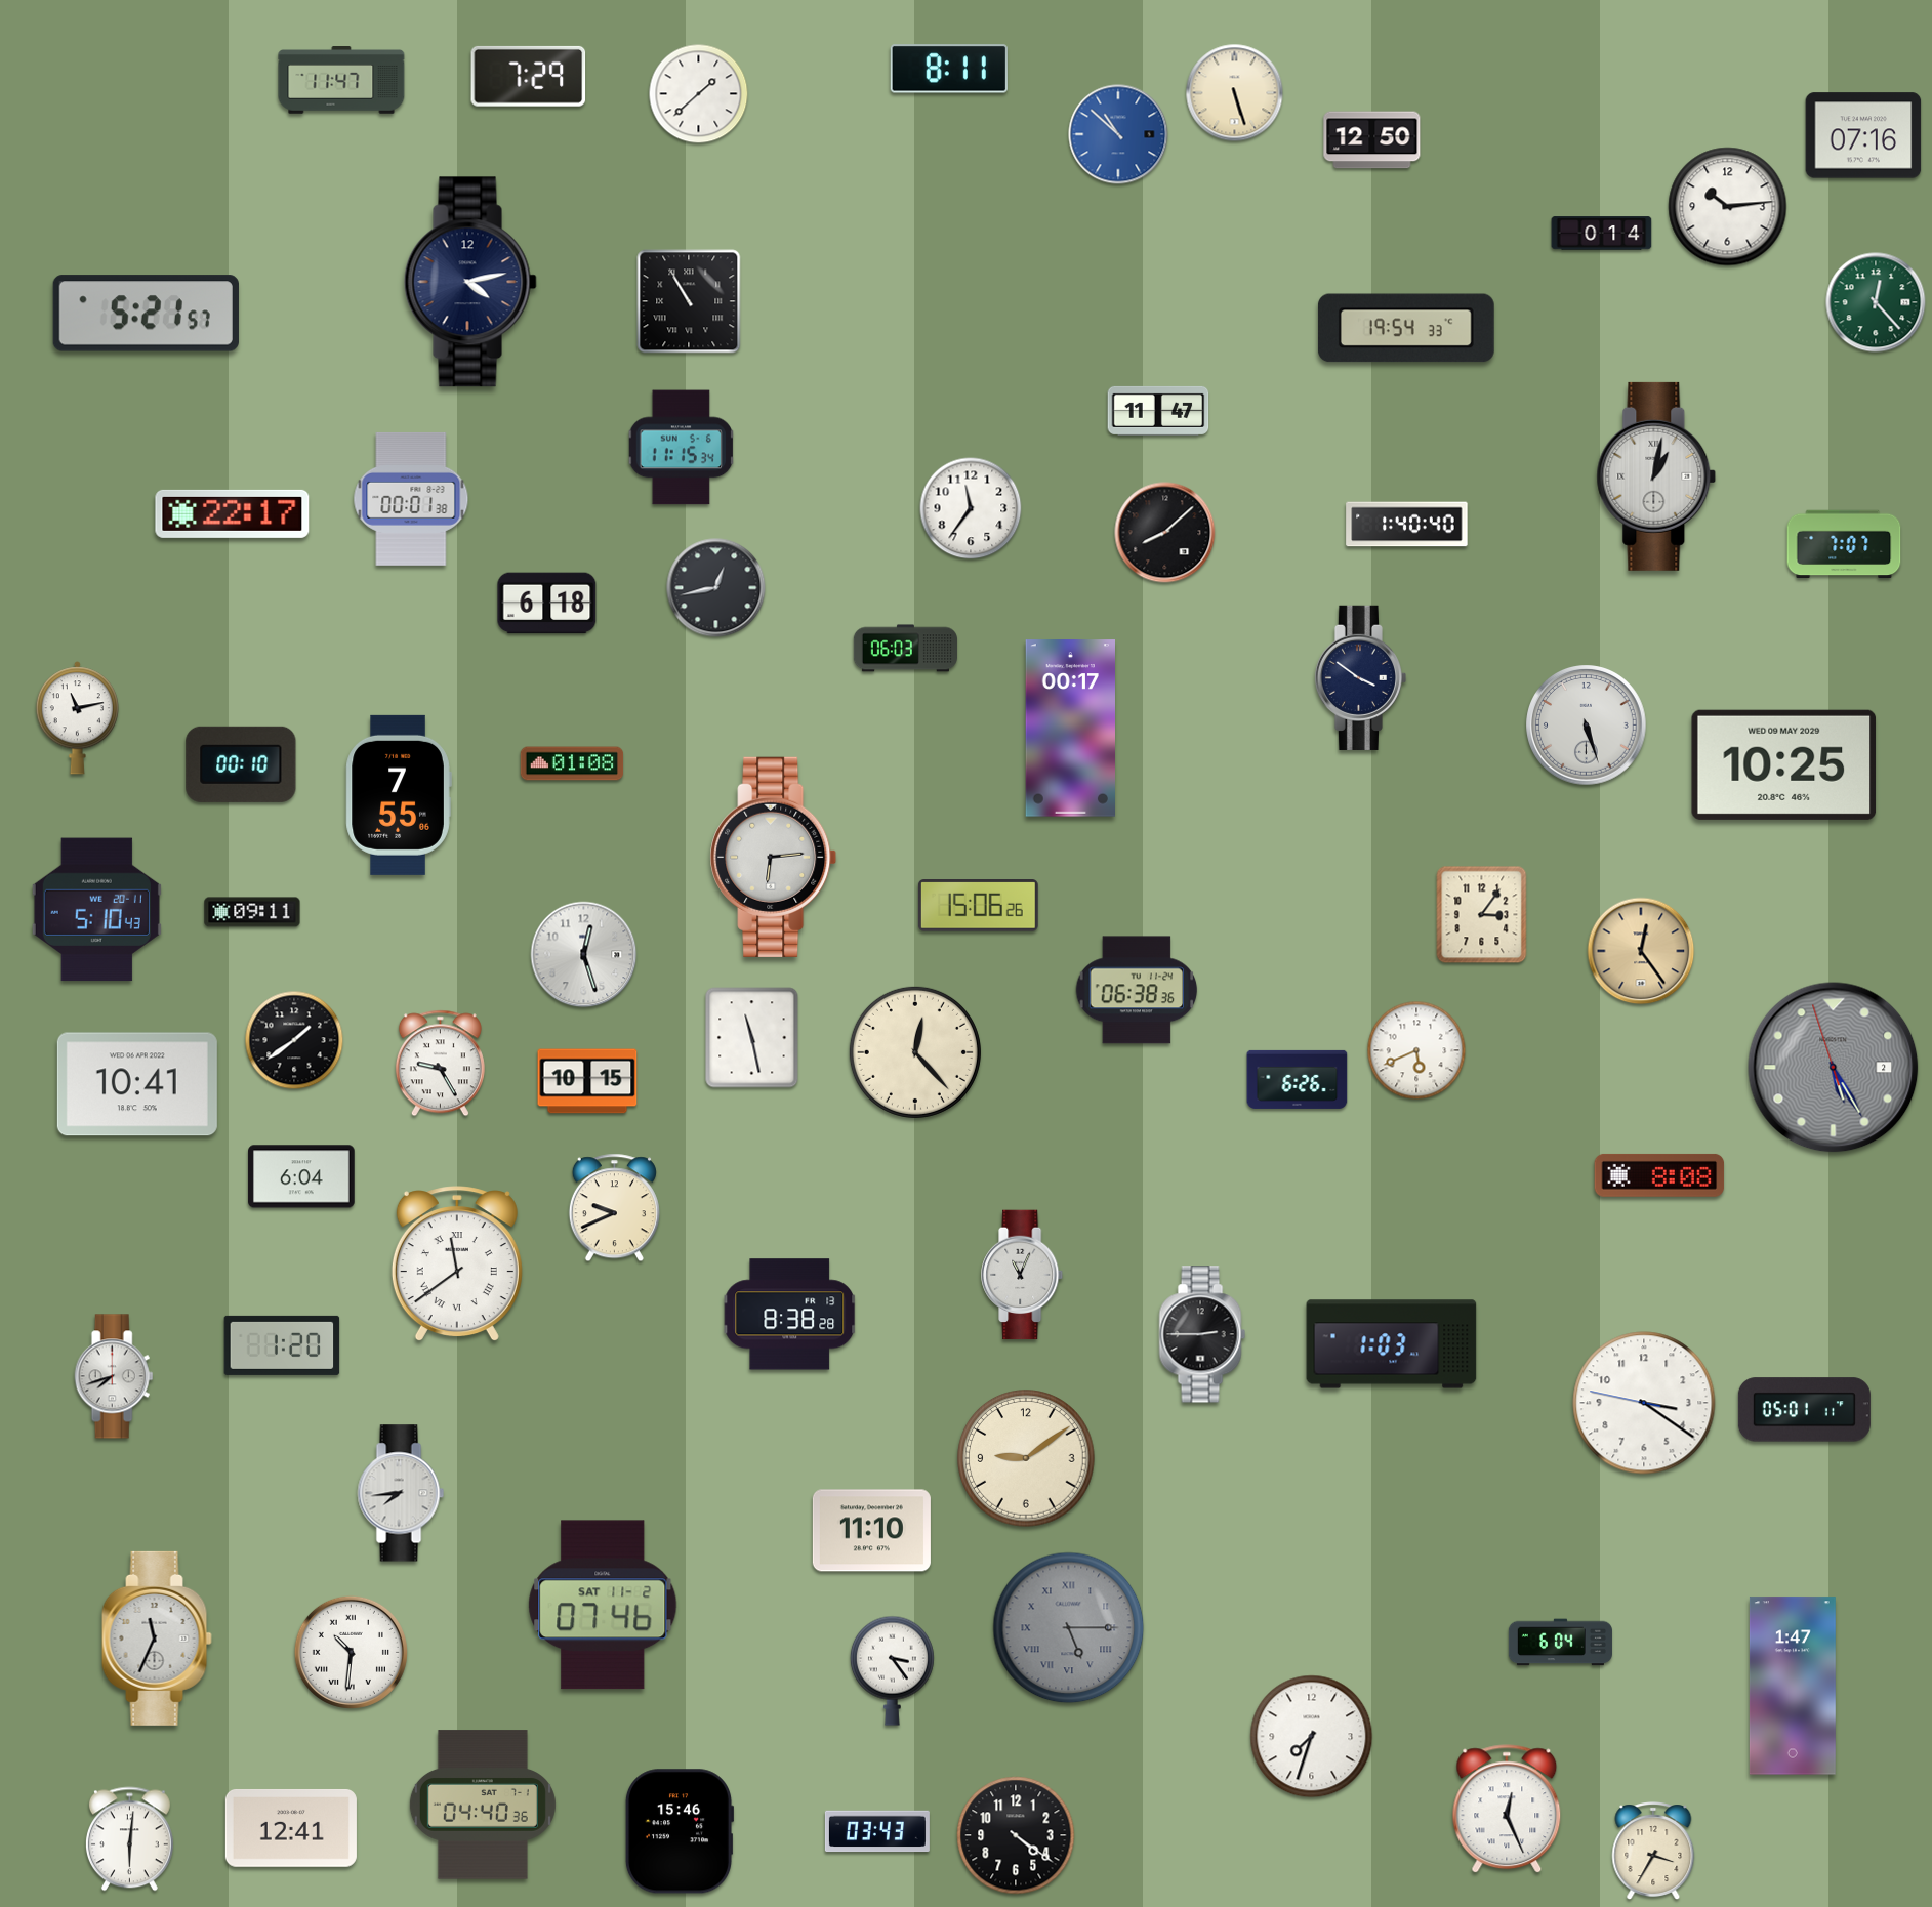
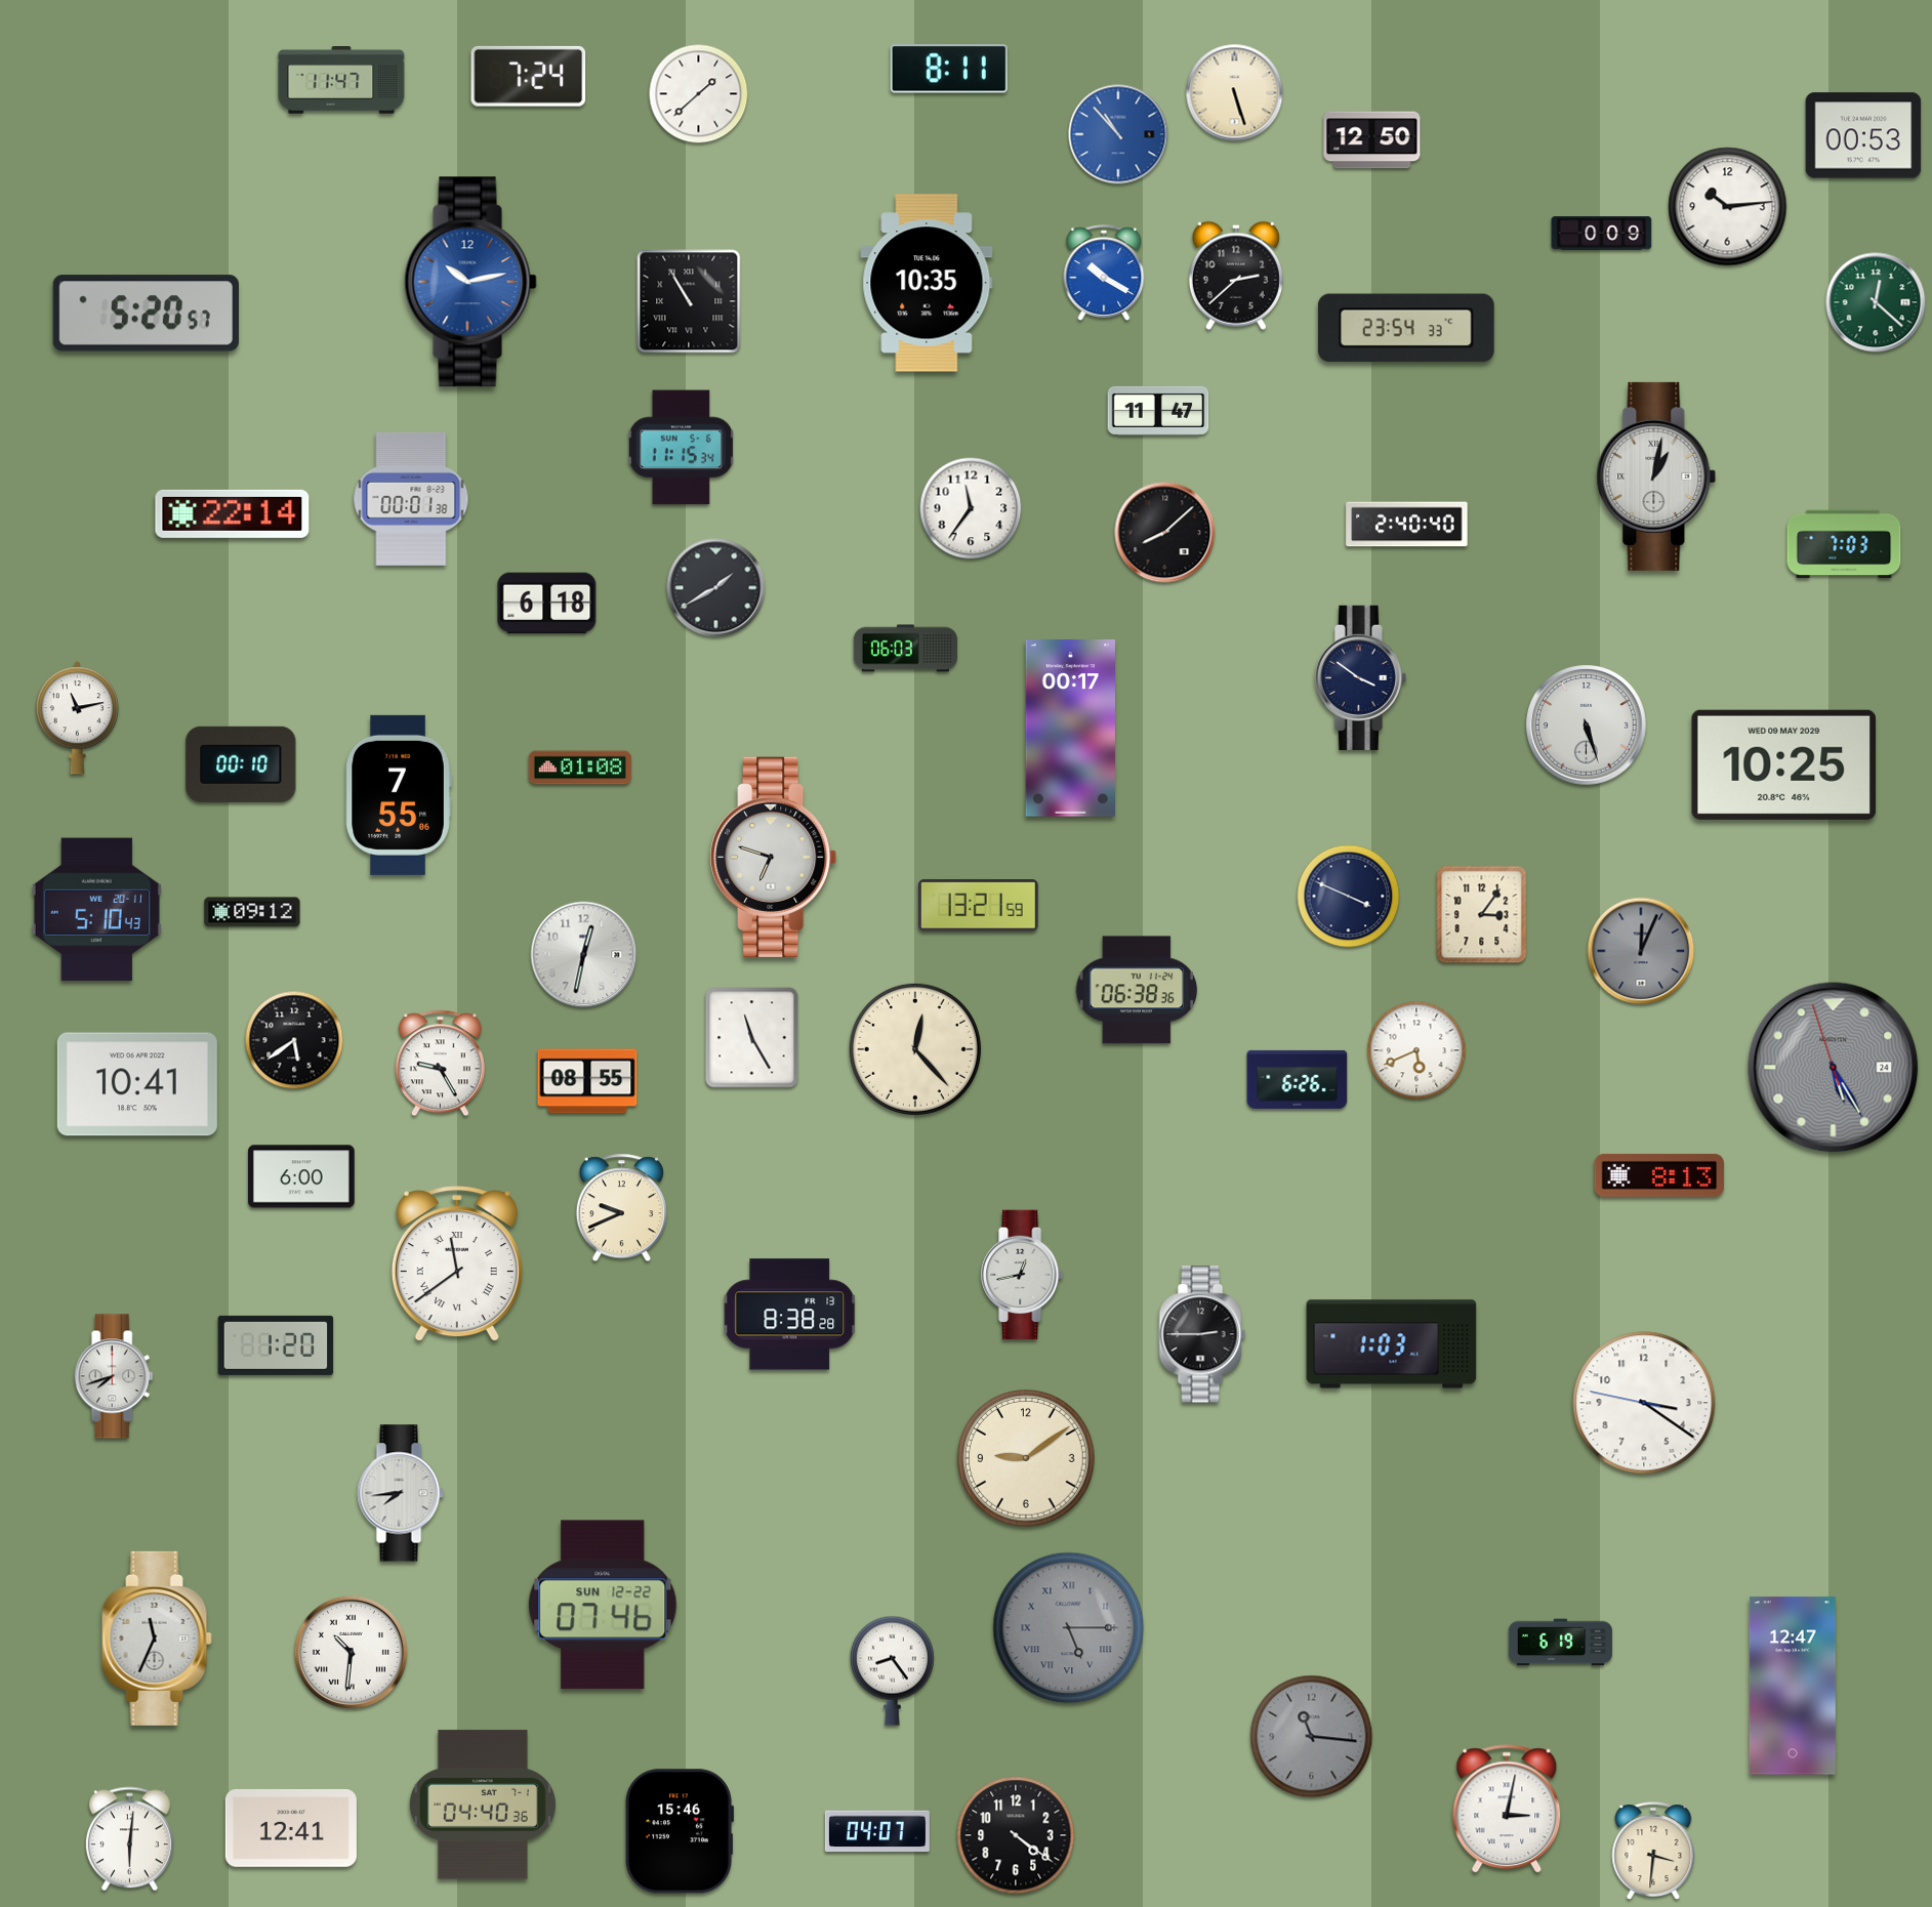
clock at (529, 76): 7:29 -> 7:24
clock at (1118, 134): 10:52 -> 10:53
clock at (1863, 135): 07:16 -> 00:53
clock at (1602, 234): 0:14 -> 0:09
clock at (1104, 273): none -> 10:20
clock at (1236, 276): none -> 2:38
clock at (470, 282): 4:13 -> 10:13
clock at (470, 282) dial: navy -> blue
clock at (927, 283): none -> 10:35
clock at (1876, 302): 12:23 -> 12:22
clock at (146, 314): 5:21 -> 5:20
clock at (1406, 328): 19:54 -> 23:54
clock at (233, 513): 22:17 -> 22:14
clock at (1407, 525): 1:40 -> 2:40
clock at (1844, 544): 7:07 -> 7:03
clock at (716, 588): 12:43 -> 1:40
clock at (572, 763) position: (572, 763) -> (580, 768)
clock at (774, 857): 6:14 -> 6:48
clock at (1349, 897): none -> 3:49
clock at (978, 906): 15:06 -> 13:21
clock at (252, 912): 09:11 -> 09:12
clock at (1641, 951): 12:24 -> 12:04
clock at (1641, 951) dial: champagne -> grey
clock at (584, 955): 12:27 -> 12:32
clock at (752, 1038): 11:28 -> 11:25
clock at (294, 1040): 1:39 -> 5:39
clock at (915, 1052) position: (915, 1052) -> (915, 1049)
clock at (1834, 1068) date: 2 -> 24
clock at (587, 1081): 10:15 -> 08:55
clock at (1659, 1175): 8:08 -> 8:13
clock at (301, 1176): 6:04 -> 6:00
clock at (614, 1208) position: (614, 1208) -> (621, 1208)
clock at (1023, 1275): 11:04 -> 12:43
clock at (282, 1345) position: (282, 1345) -> (276, 1345)
clock at (1804, 1410): 05:01 -> none
clock at (871, 1531): 11:10 -> none
clock at (603, 1605) date: SAT 11-2 -> SUN 12-22
clock at (1560, 1643): 6:04 -> 6:19
clock at (892, 1670): 3:24 -> 8:24
clock at (1793, 1686): 1:47 -> 12:47
clock at (1312, 1737): 7:33 -> 11:16
clock at (1312, 1737) dial: white -> grey
clock at (1507, 1810): 12:26 -> 3:02
clock at (877, 1831): 03:43 -> 04:07
clock at (1653, 1852): 3:35 -> 3:31
